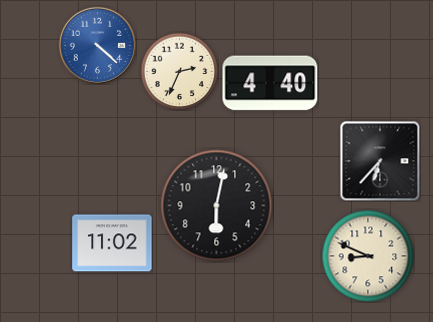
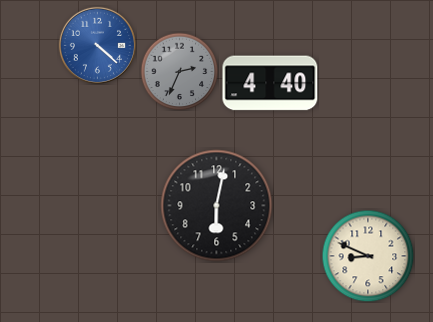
clock at (179, 71) dial: cream -> grey
clock at (380, 161): 6:37 -> none
clock at (112, 243): 11:02 -> none
